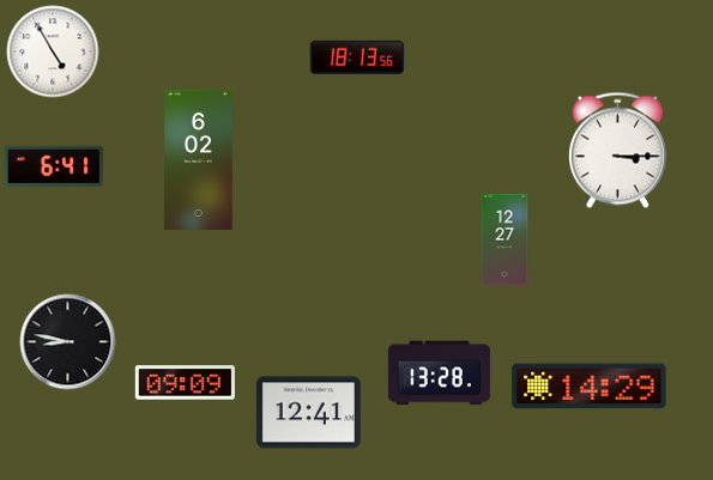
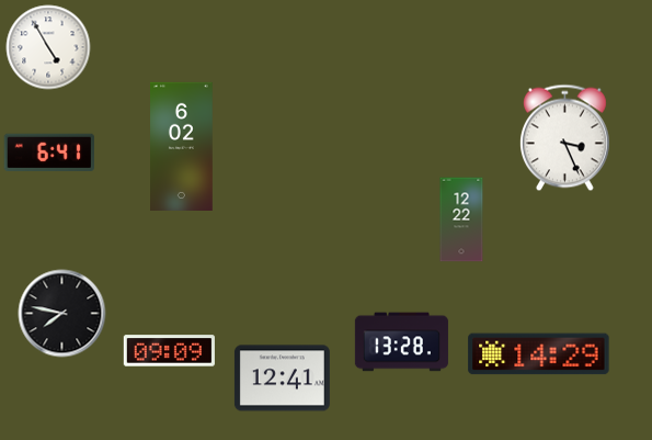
clock at (357, 56): 18:13 -> none
clock at (617, 151): 3:15 -> 3:26
clock at (504, 239): 12:27 -> 12:22
clock at (68, 342): 8:47 -> 7:47
